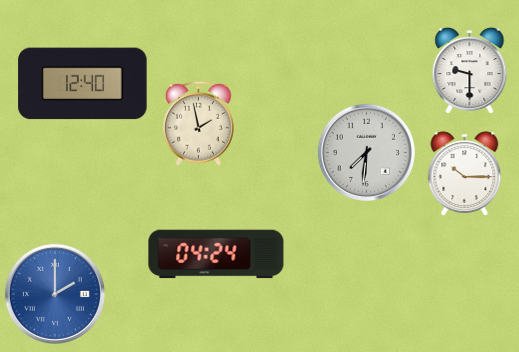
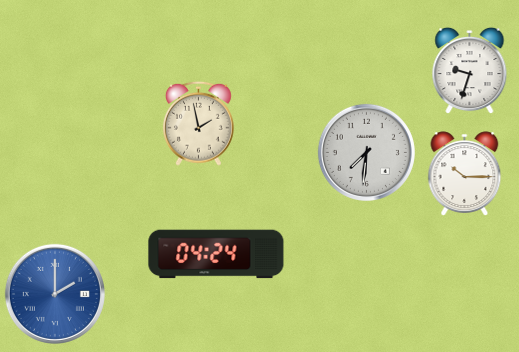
clock at (470, 71): 9:30 -> 9:33
clock at (83, 84): 12:40 -> none
